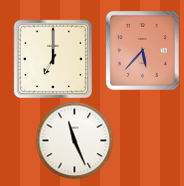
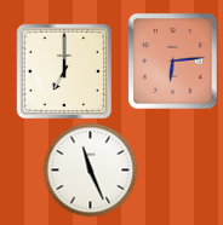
clock at (142, 50): 5:37 -> 6:14
